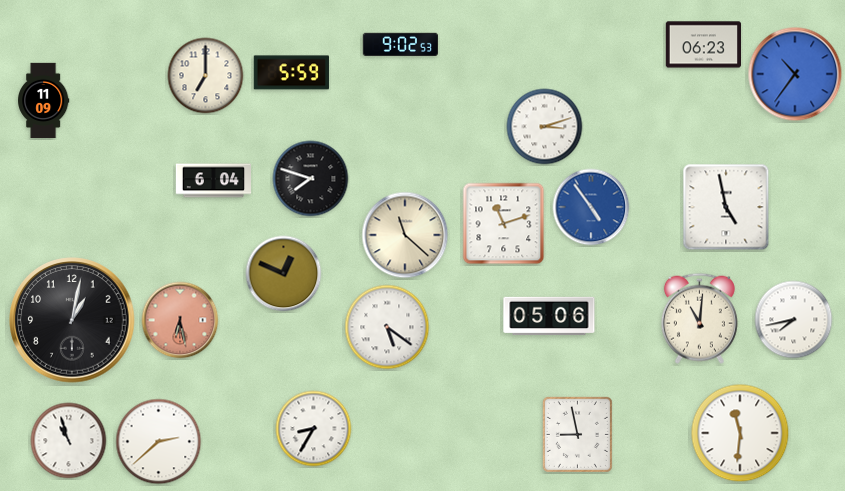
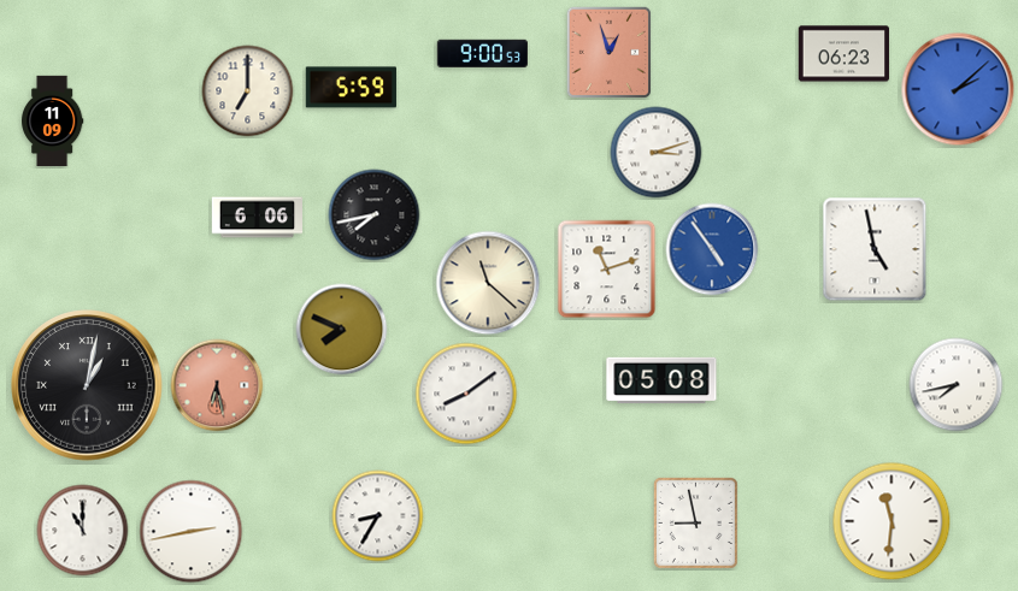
clock at (400, 44): 9:02 -> 9:00
clock at (610, 53): none -> 12:57
clock at (703, 45) position: (703, 45) -> (843, 54)
clock at (795, 74): 10:36 -> 2:08
clock at (311, 179): 7:48 -> 7:43
clock at (214, 181): 6:04 -> 6:06
clock at (284, 274): 12:49 -> 7:49
clock at (549, 316): 05:06 -> 05:08
clock at (699, 318): 11:01 -> none
clock at (72, 320) numerals: Arabic -> Roman
clock at (387, 327): 5:21 -> 8:09
clock at (69, 441): 10:57 -> 11:00
clock at (159, 442): 2:38 -> 2:43
